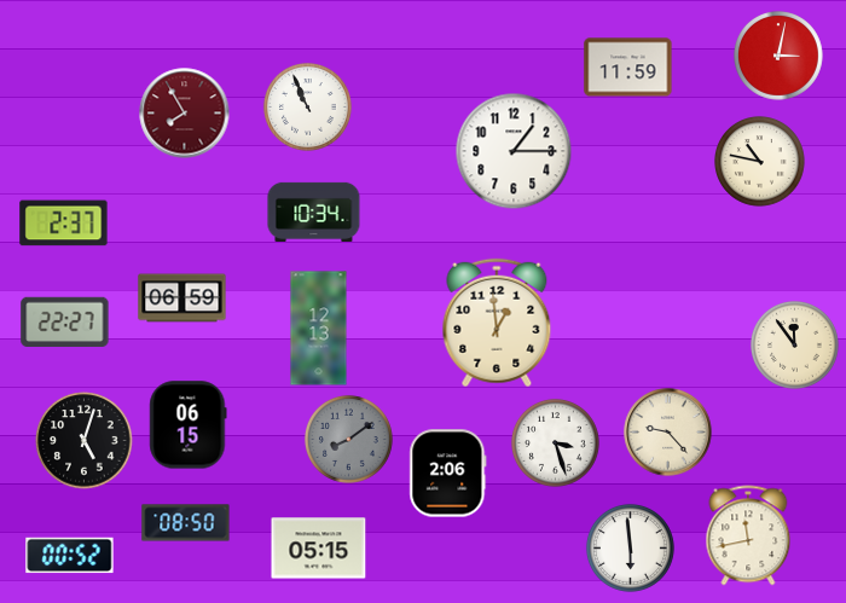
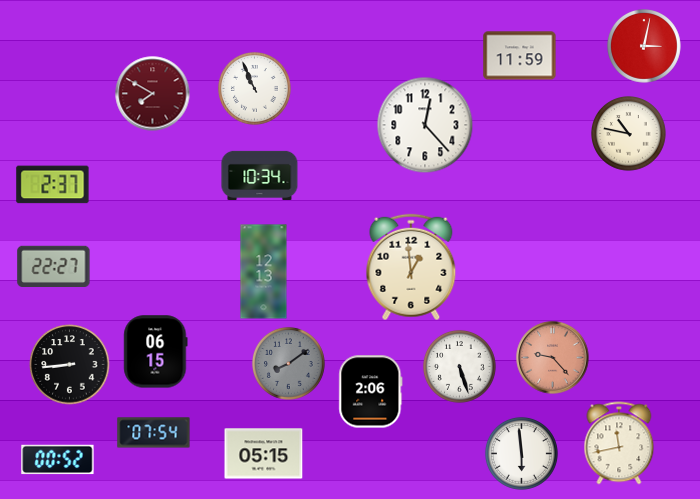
clock at (185, 114): 7:55 -> 7:50
clock at (514, 151): 1:15 -> 12:23
clock at (182, 298): 06:59 -> none
clock at (794, 344): 11:54 -> none
clock at (668, 433) dial: cream -> salmon
clock at (85, 441): 5:03 -> 8:44
clock at (555, 442): 3:27 -> 5:27
clock at (186, 523): 08:50 -> 07:54
